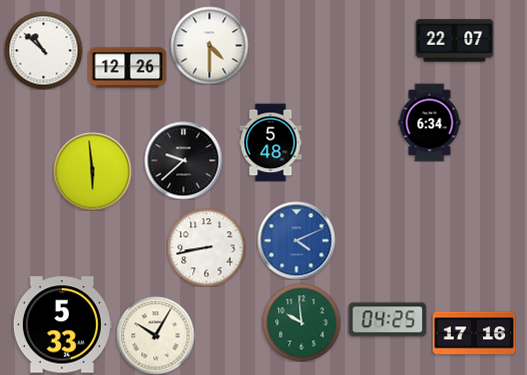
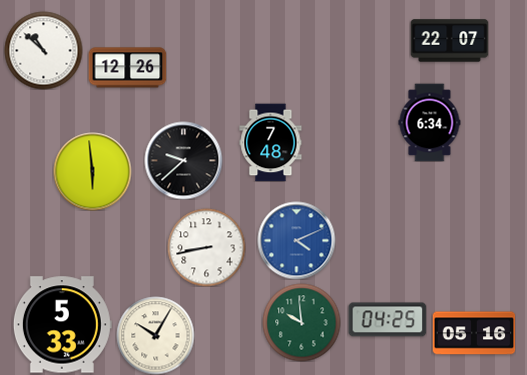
clock at (454, 41) position: (454, 41) -> (449, 41)
clock at (209, 45): 4:30 -> none
clock at (271, 142): 5:48 -> 7:48
clock at (474, 333): 17:16 -> 05:16
